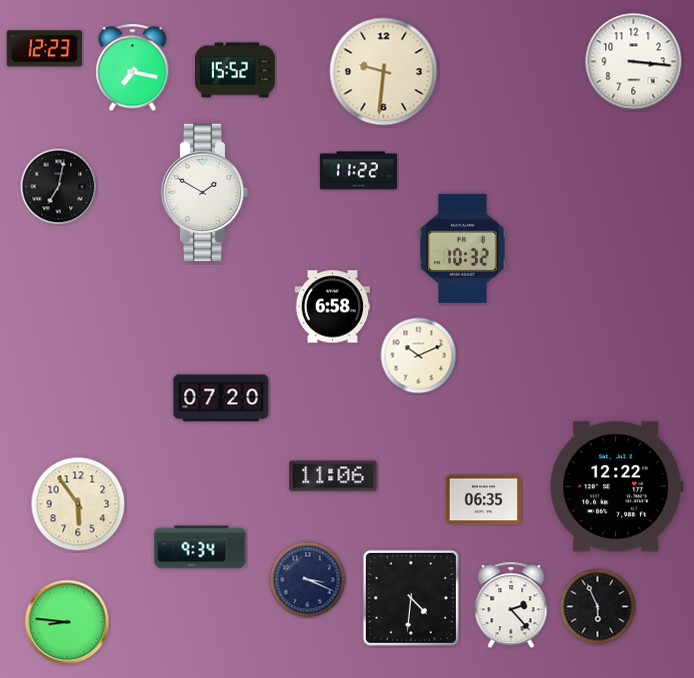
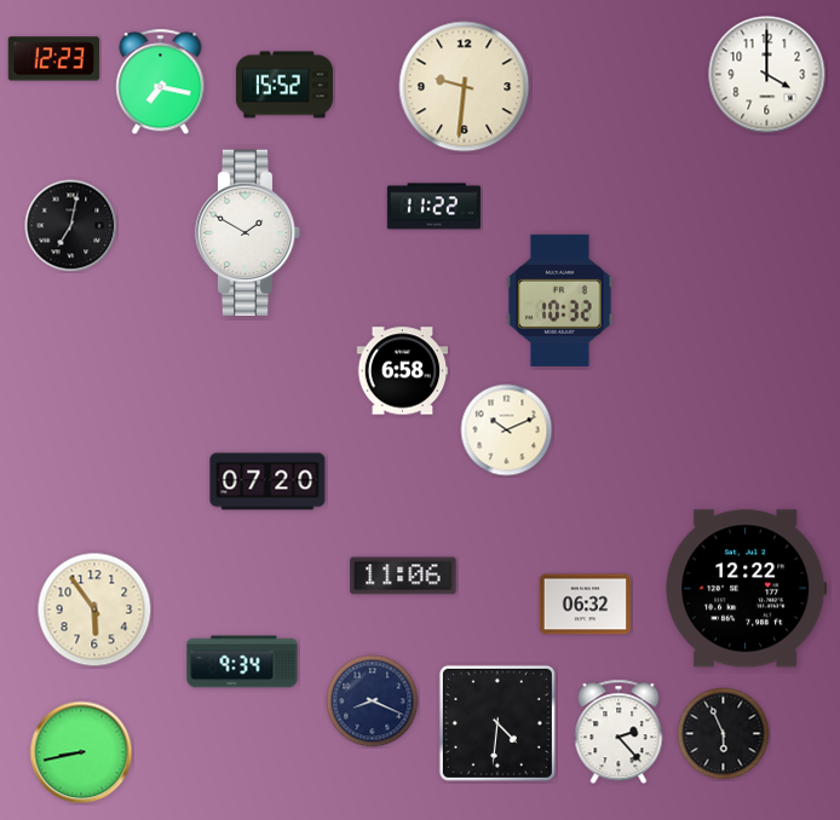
clock at (634, 62): 3:16 -> 4:00
clock at (484, 500): 06:35 -> 06:32
clock at (308, 580): 3:19 -> 8:19
clock at (67, 622): 8:46 -> 8:43
